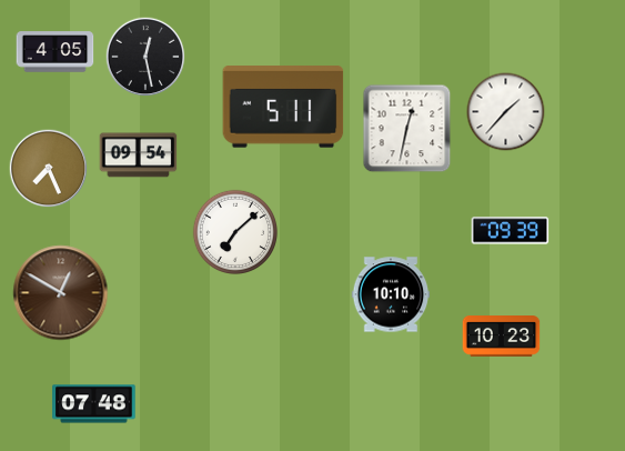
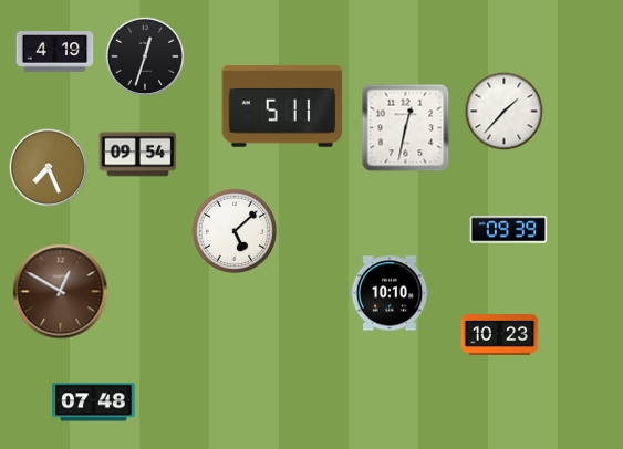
clock at (56, 52): 4:05 -> 4:19
clock at (145, 57): 12:28 -> 12:33
clock at (234, 231): 7:08 -> 5:08
